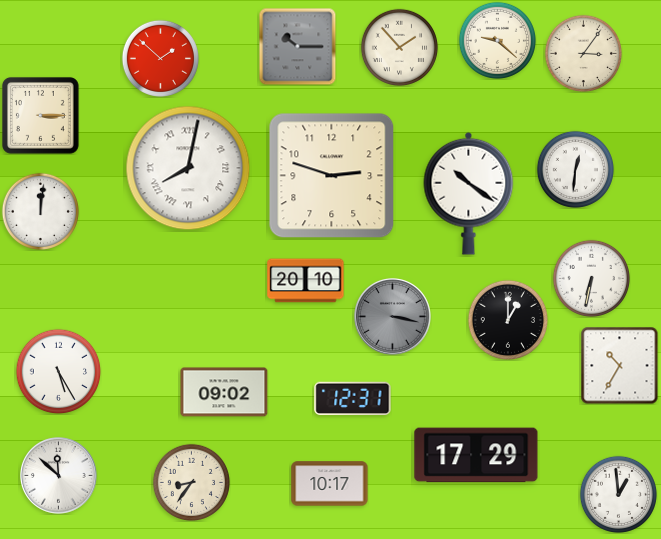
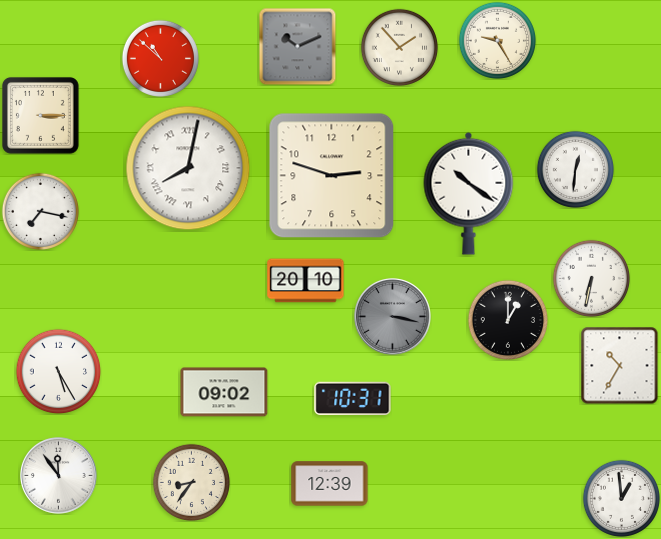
clock at (497, 40): 9:22 -> 9:25
clock at (297, 46): 10:15 -> 10:11
clock at (583, 53): 3:06 -> none
clock at (160, 58): 1:52 -> 10:52
clock at (40, 211): 12:01 -> 7:17
clock at (353, 399): 12:31 -> 10:31
clock at (476, 455): 17:29 -> none
clock at (59, 476): 11:52 -> 11:54
clock at (330, 484): 10:17 -> 12:39
clock at (618, 494) position: (618, 494) -> (621, 498)
